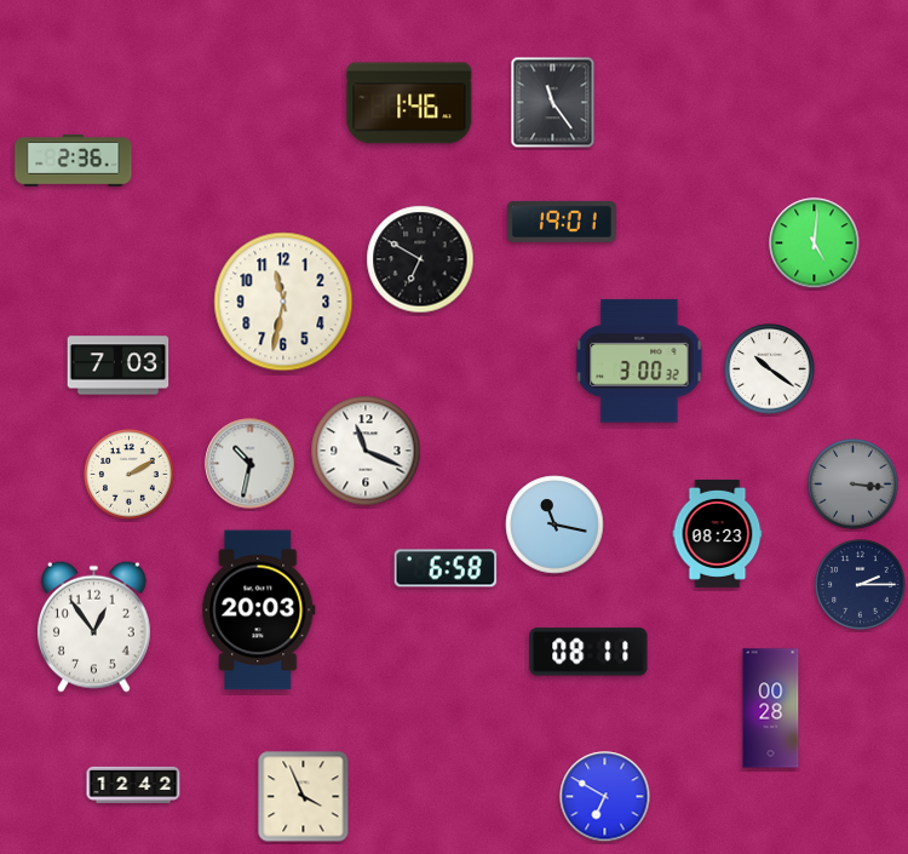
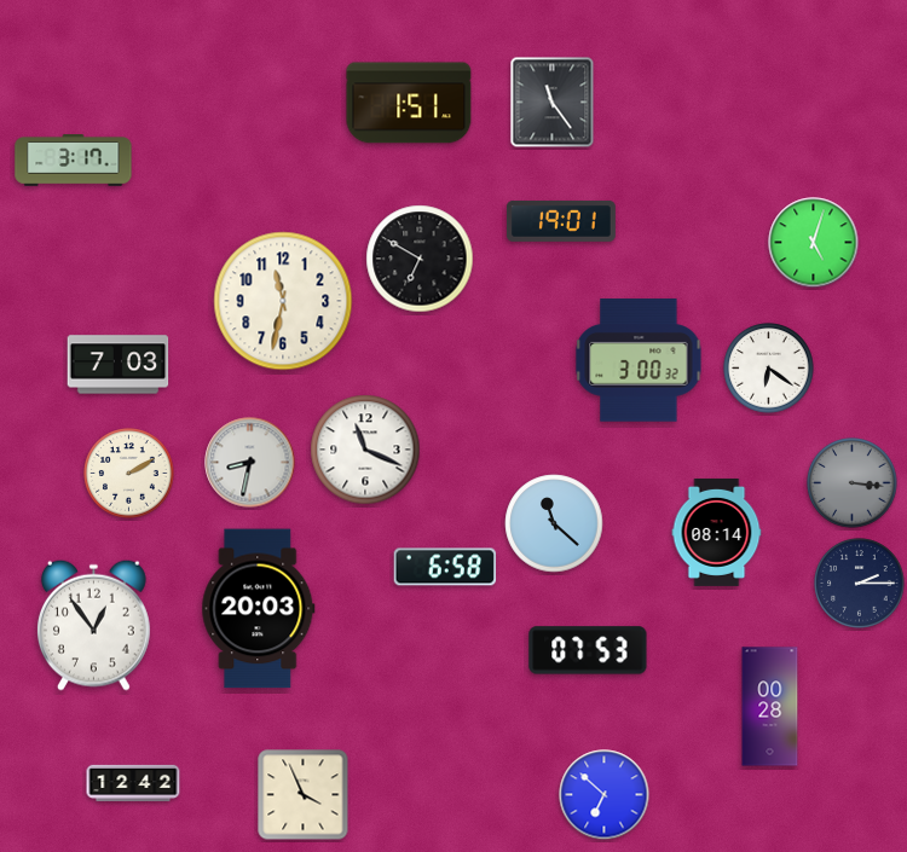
clock at (409, 103): 1:46 -> 1:51
clock at (74, 161): 2:36 -> 3:17
clock at (815, 243): 5:01 -> 5:03
clock at (770, 369): 10:21 -> 6:21
clock at (251, 464): 10:32 -> 8:32
clock at (554, 525): 11:17 -> 11:22
clock at (718, 533): 08:23 -> 08:14
clock at (588, 652): 08:11 -> 07:53
clock at (605, 797): 6:50 -> 6:52
